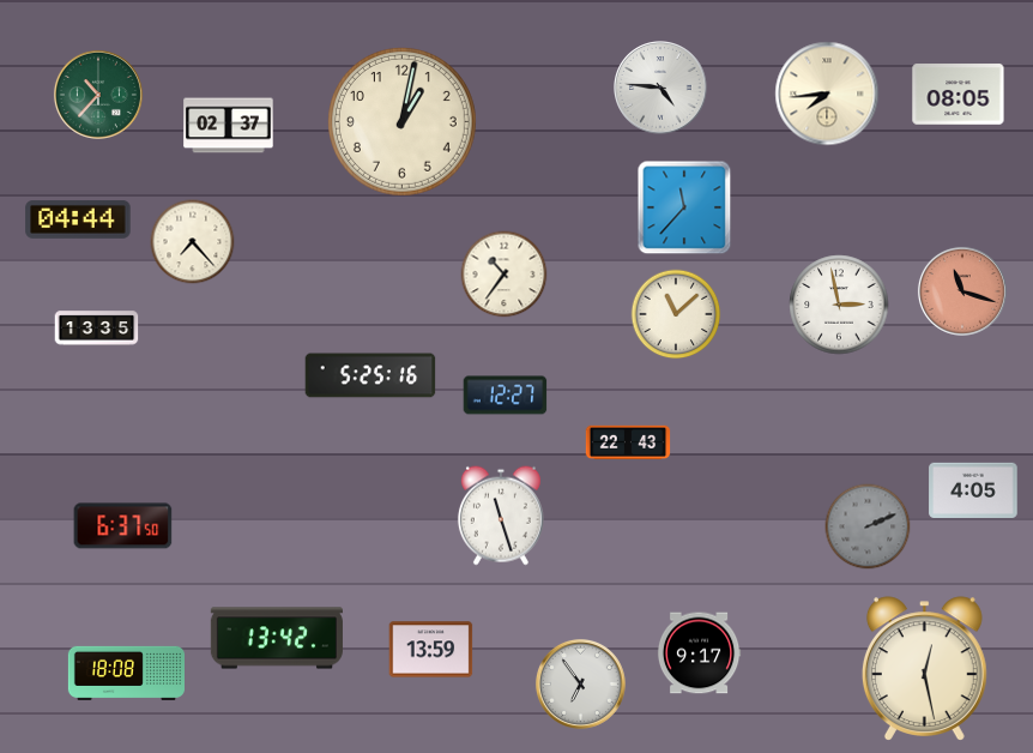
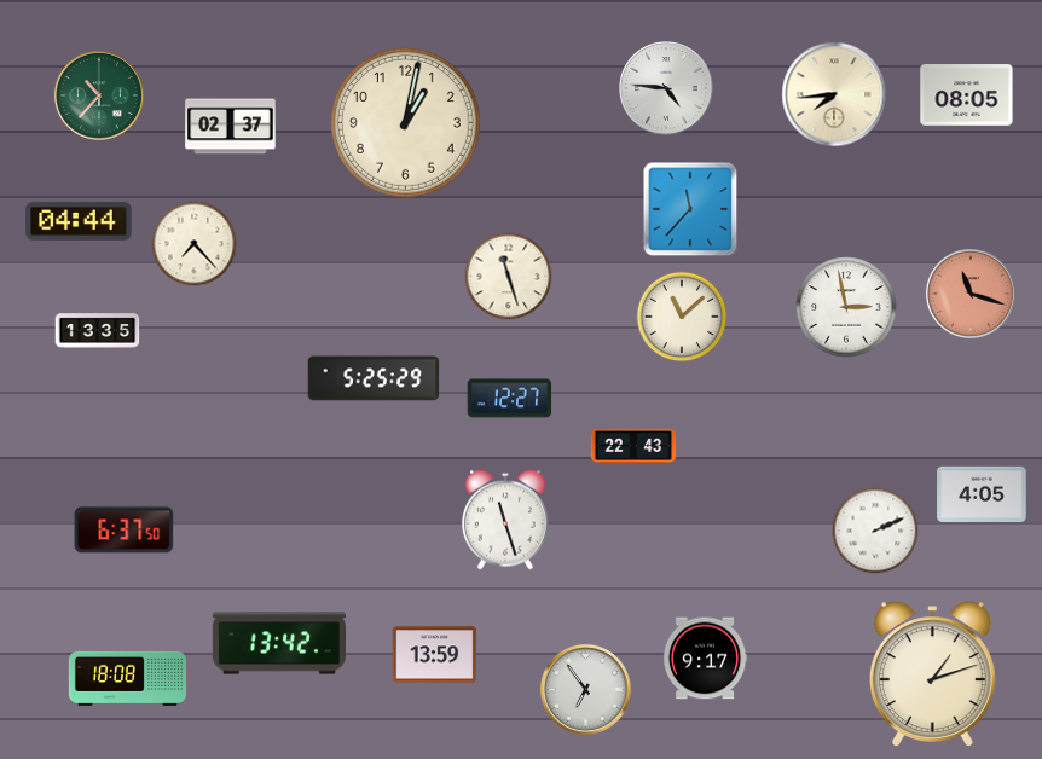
clock at (505, 275): 10:36 -> 11:27
clock at (370, 375): 5:25:16 -> 5:25:29
clock at (868, 526) dial: grey -> white
clock at (924, 669): 12:28 -> 1:12
